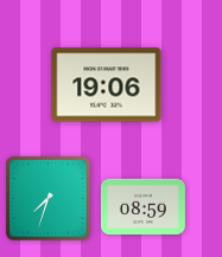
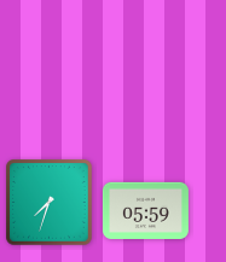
clock at (107, 85): 19:06 -> none
clock at (142, 206): 08:59 -> 05:59
